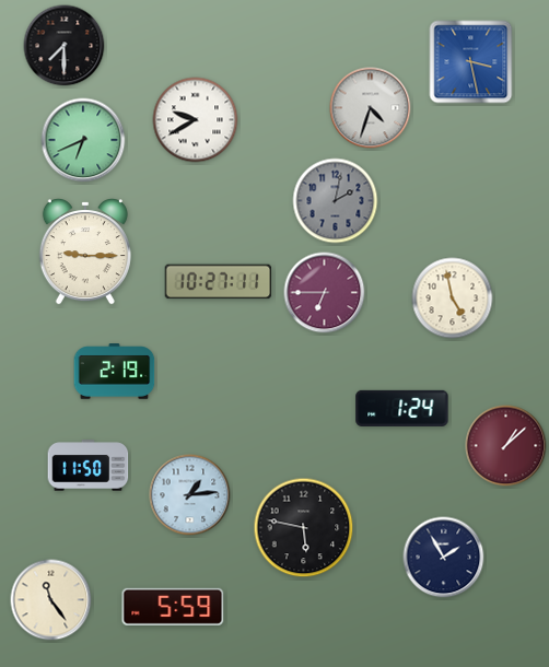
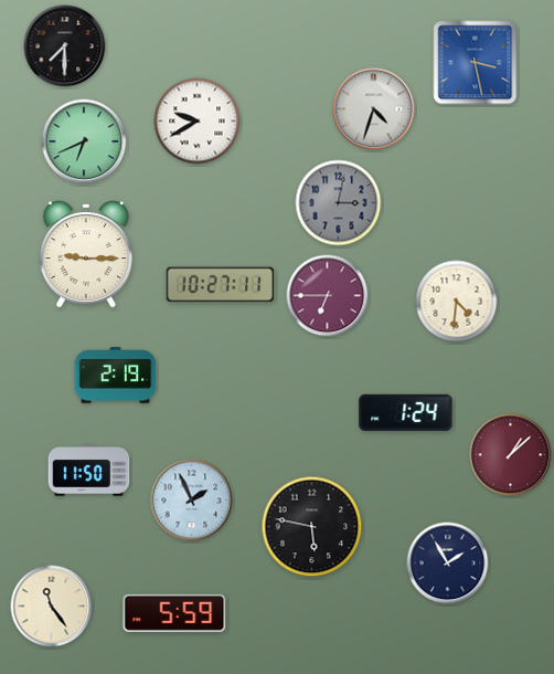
clock at (336, 201): 2:02 -> 3:02
clock at (453, 299): 4:58 -> 4:31
clock at (506, 446) position: (506, 446) -> (511, 455)
clock at (190, 495): 1:14 -> 1:56
clock at (304, 528) position: (304, 528) -> (312, 527)
